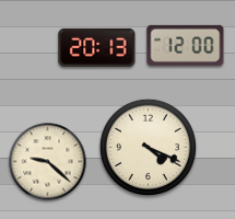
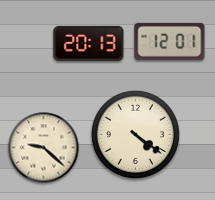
clock at (186, 45): 12:00 -> 12:01
clock at (148, 147): 4:19 -> 4:21
